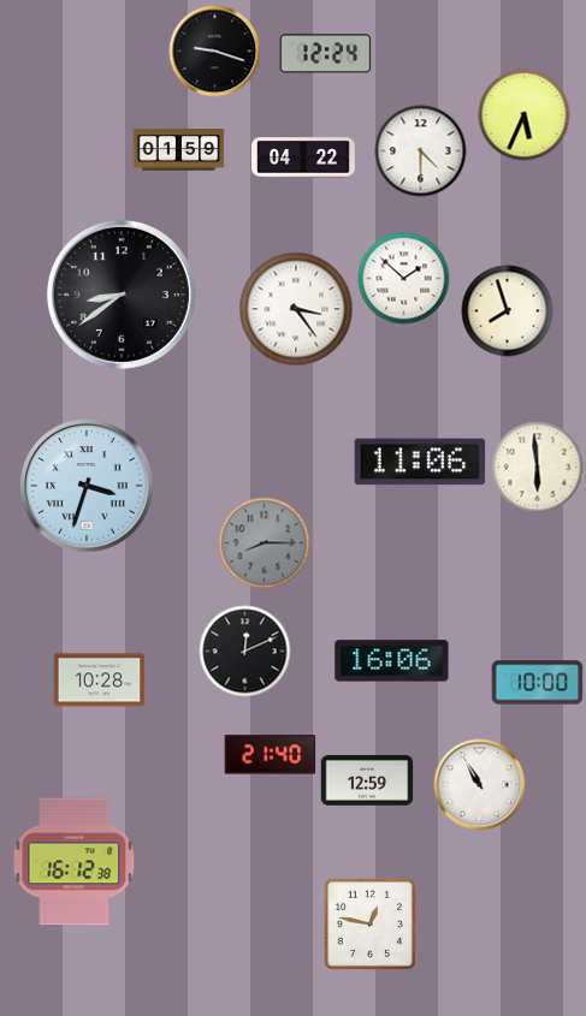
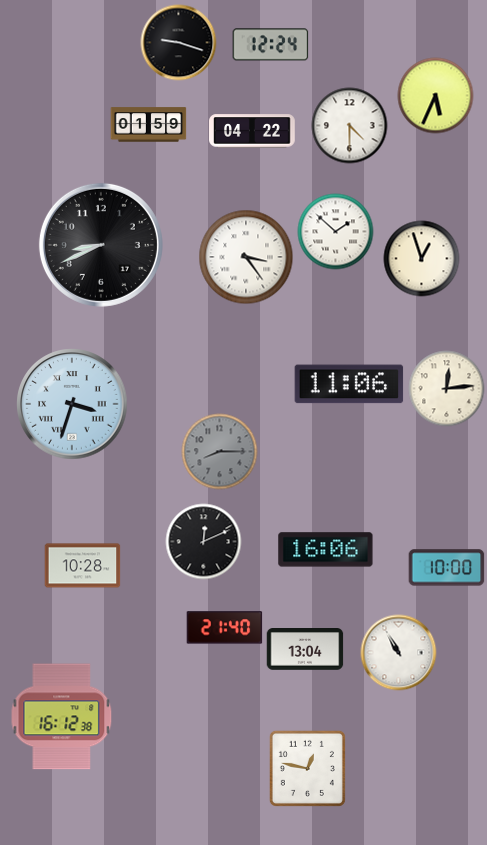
clock at (122, 295): 8:39 -> 8:41
clock at (508, 311): 7:57 -> 12:57
clock at (538, 468): 5:59 -> 12:14
clock at (367, 780): 12:59 -> 13:04
